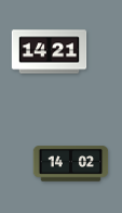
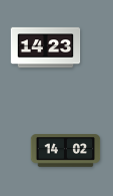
clock at (50, 52): 14:21 -> 14:23
